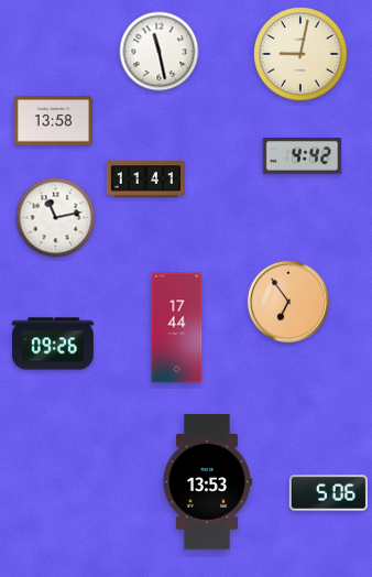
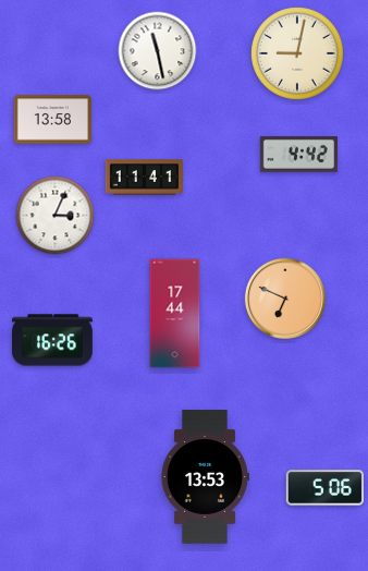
clock at (56, 218): 11:13 -> 3:04
clock at (288, 302): 6:54 -> 6:49
clock at (177, 328) position: (177, 328) -> (175, 314)
clock at (54, 344): 09:26 -> 16:26
